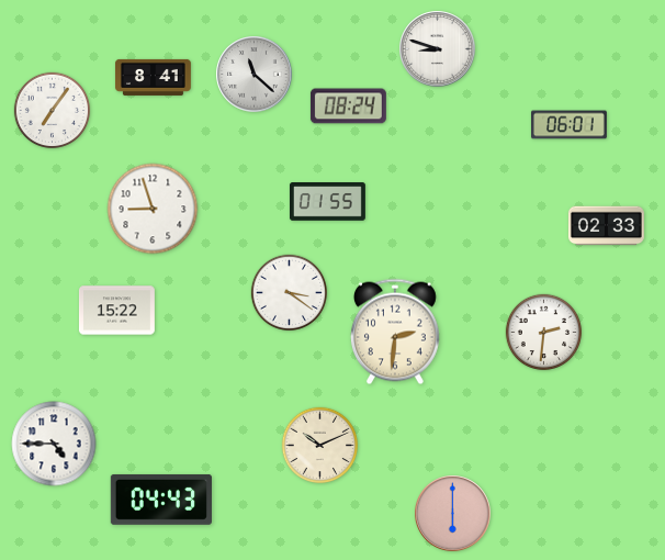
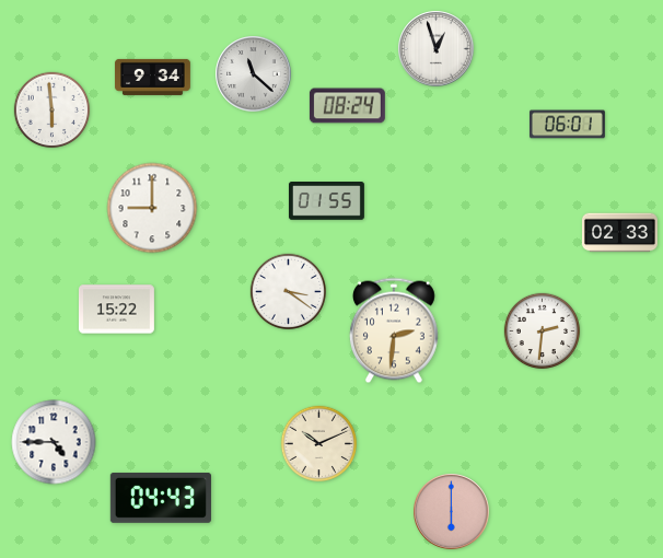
clock at (438, 49): 8:48 -> 12:57
clock at (154, 77): 8:41 -> 9:34
clock at (53, 111): 7:06 -> 5:59
clock at (153, 209): 8:57 -> 9:00
clock at (606, 226) position: (606, 226) -> (619, 233)
